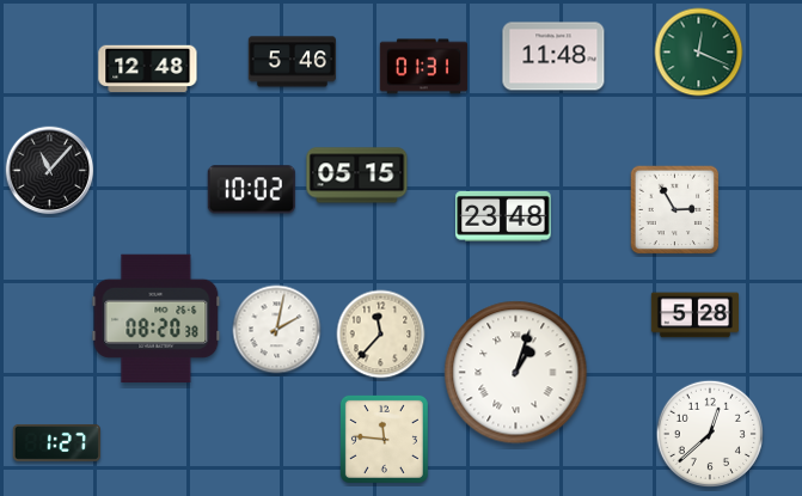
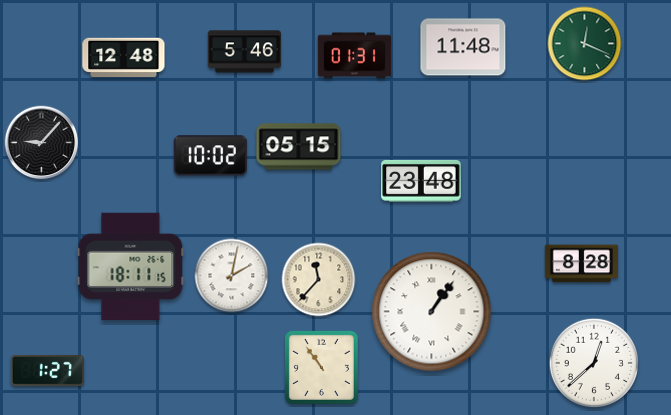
clock at (50, 171): 11:07 -> 9:07
clock at (251, 190) position: (251, 190) -> (210, 156)
clock at (675, 210): 2:55 -> none
clock at (694, 316): 5:28 -> 8:28
clock at (157, 318): 08:20 -> 18:11
clock at (516, 373): 1:03 -> 1:06
clock at (384, 439): 11:46 -> 10:54
